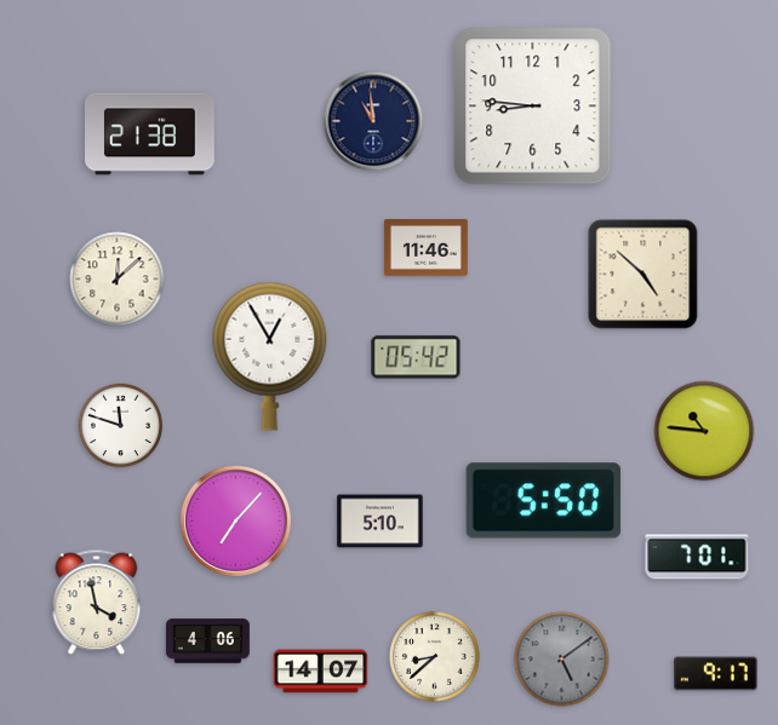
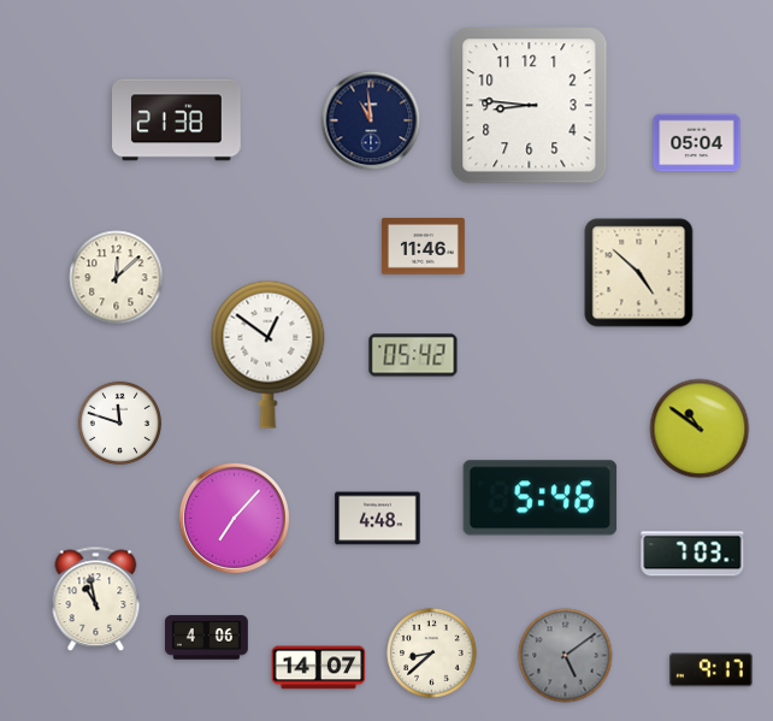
clock at (150, 134) position: (150, 134) -> (177, 120)
clock at (697, 143): none -> 05:04
clock at (270, 356): 12:55 -> 12:51
clock at (704, 431): 10:46 -> 10:51
clock at (544, 501): 5:50 -> 5:46
clock at (381, 522): 5:10 -> 4:48
clock at (697, 557): 7:01 -> 7:03
clock at (97, 603): 3:58 -> 10:58
clock at (562, 660) position: (562, 660) -> (566, 656)
